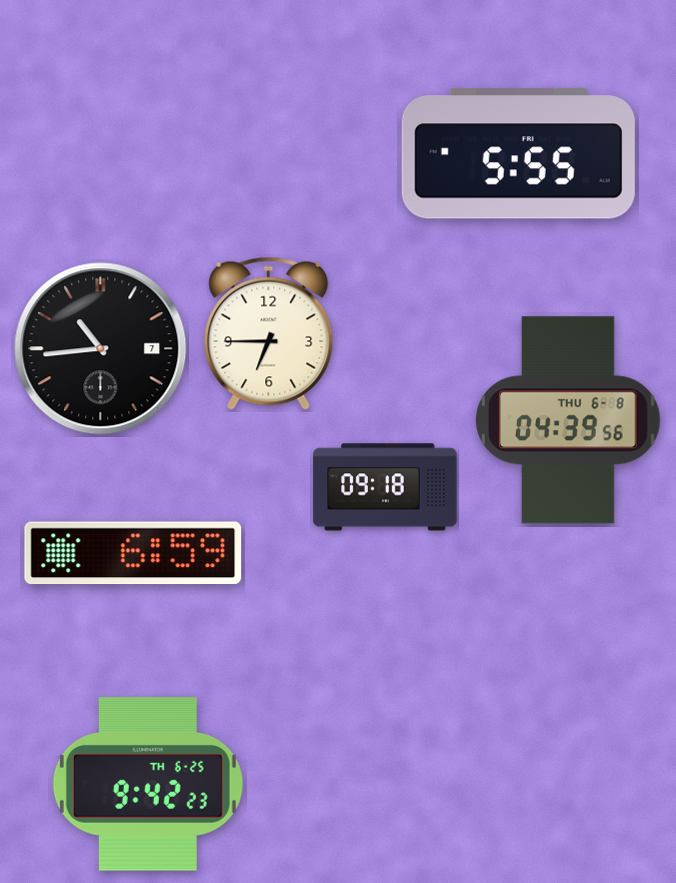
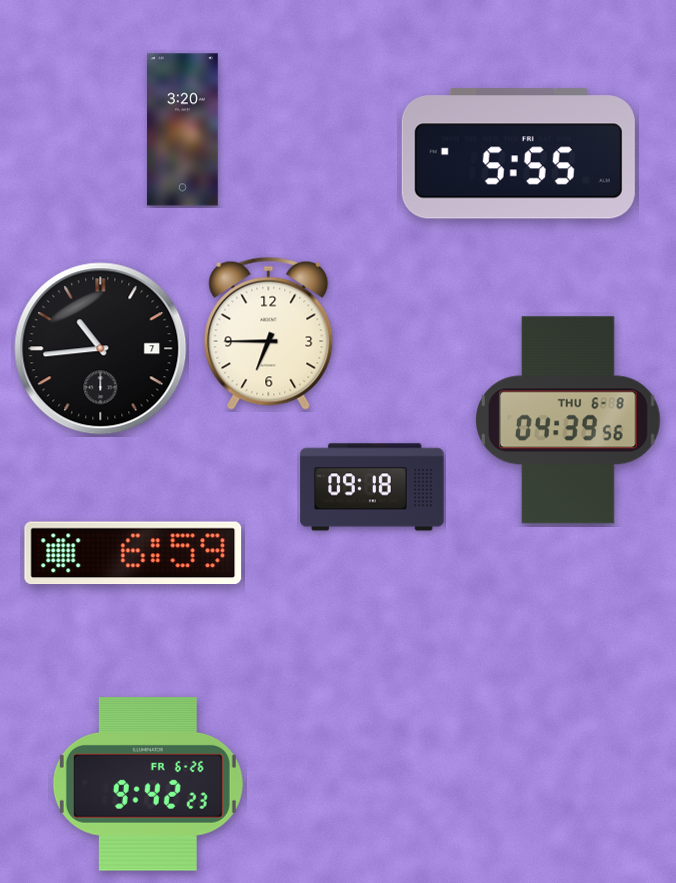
clock at (183, 130): none -> 3:20
clock at (385, 487) position: (385, 487) -> (372, 487)
clock at (148, 784) date: TH 6-25 -> FR 6-26
